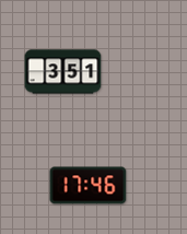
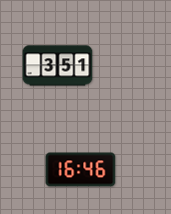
clock at (89, 186): 17:46 -> 16:46
